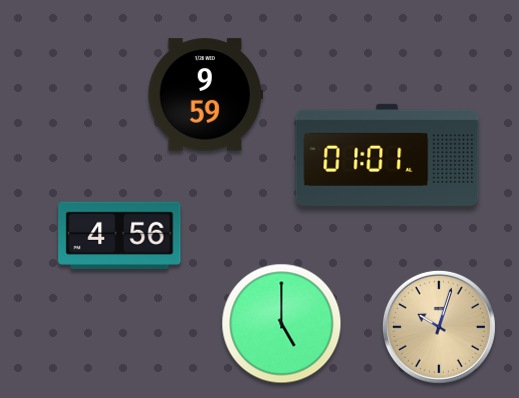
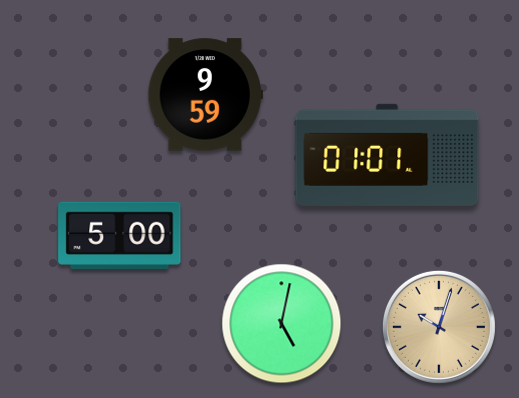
clock at (120, 235): 4:56 -> 5:00
clock at (282, 324): 5:00 -> 5:02
